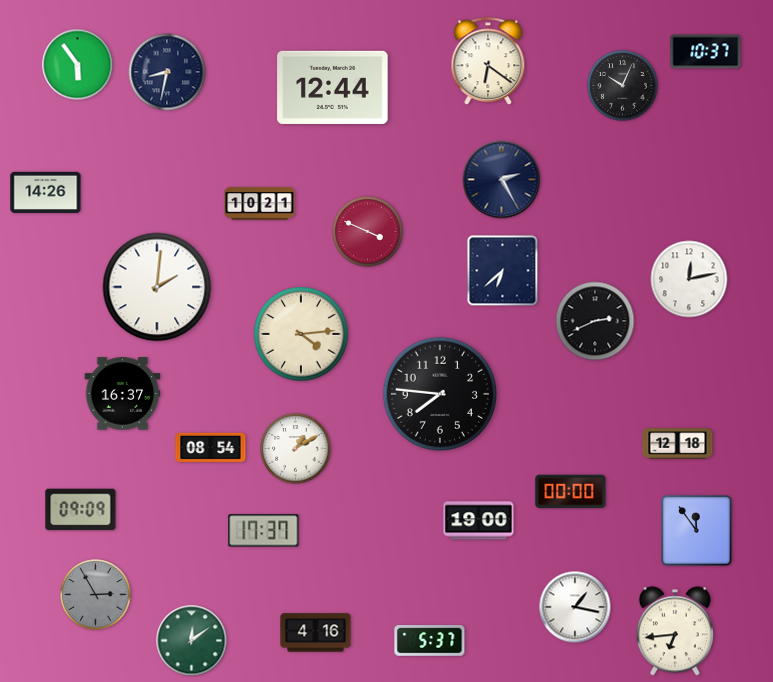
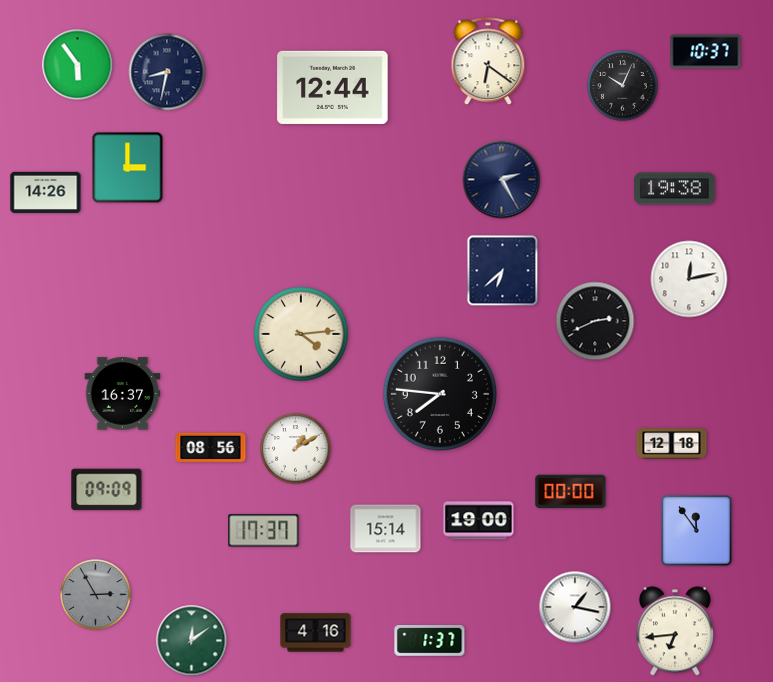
clock at (128, 168): none -> 3:00
clock at (675, 189): none -> 19:38
clock at (260, 204): 10:21 -> none
clock at (368, 232): 3:49 -> none
clock at (157, 287): 2:01 -> none
clock at (678, 444) position: (678, 444) -> (672, 444)
clock at (211, 448): 08:54 -> 08:56
clock at (81, 510) position: (81, 510) -> (107, 490)
clock at (386, 529): none -> 15:14
clock at (430, 641): 5:37 -> 1:37
